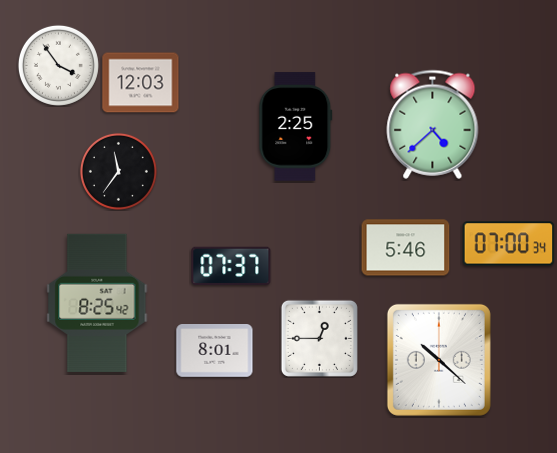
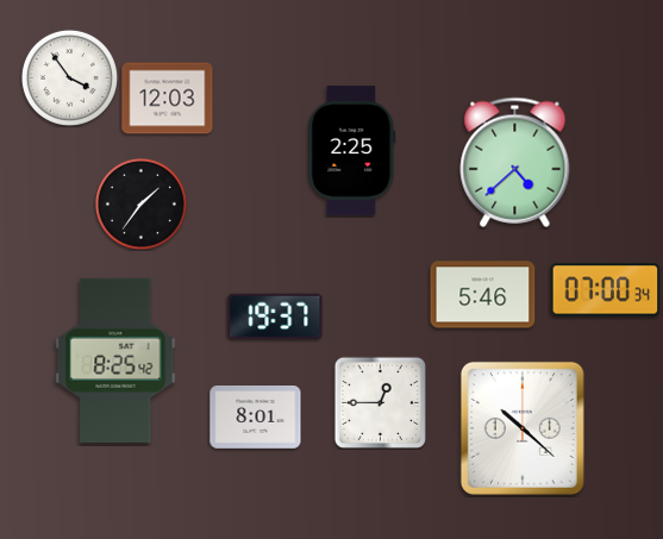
clock at (433, 124) position: (433, 124) -> (515, 162)
clock at (118, 171): 11:36 -> 1:36
clock at (231, 265): 07:37 -> 19:37
